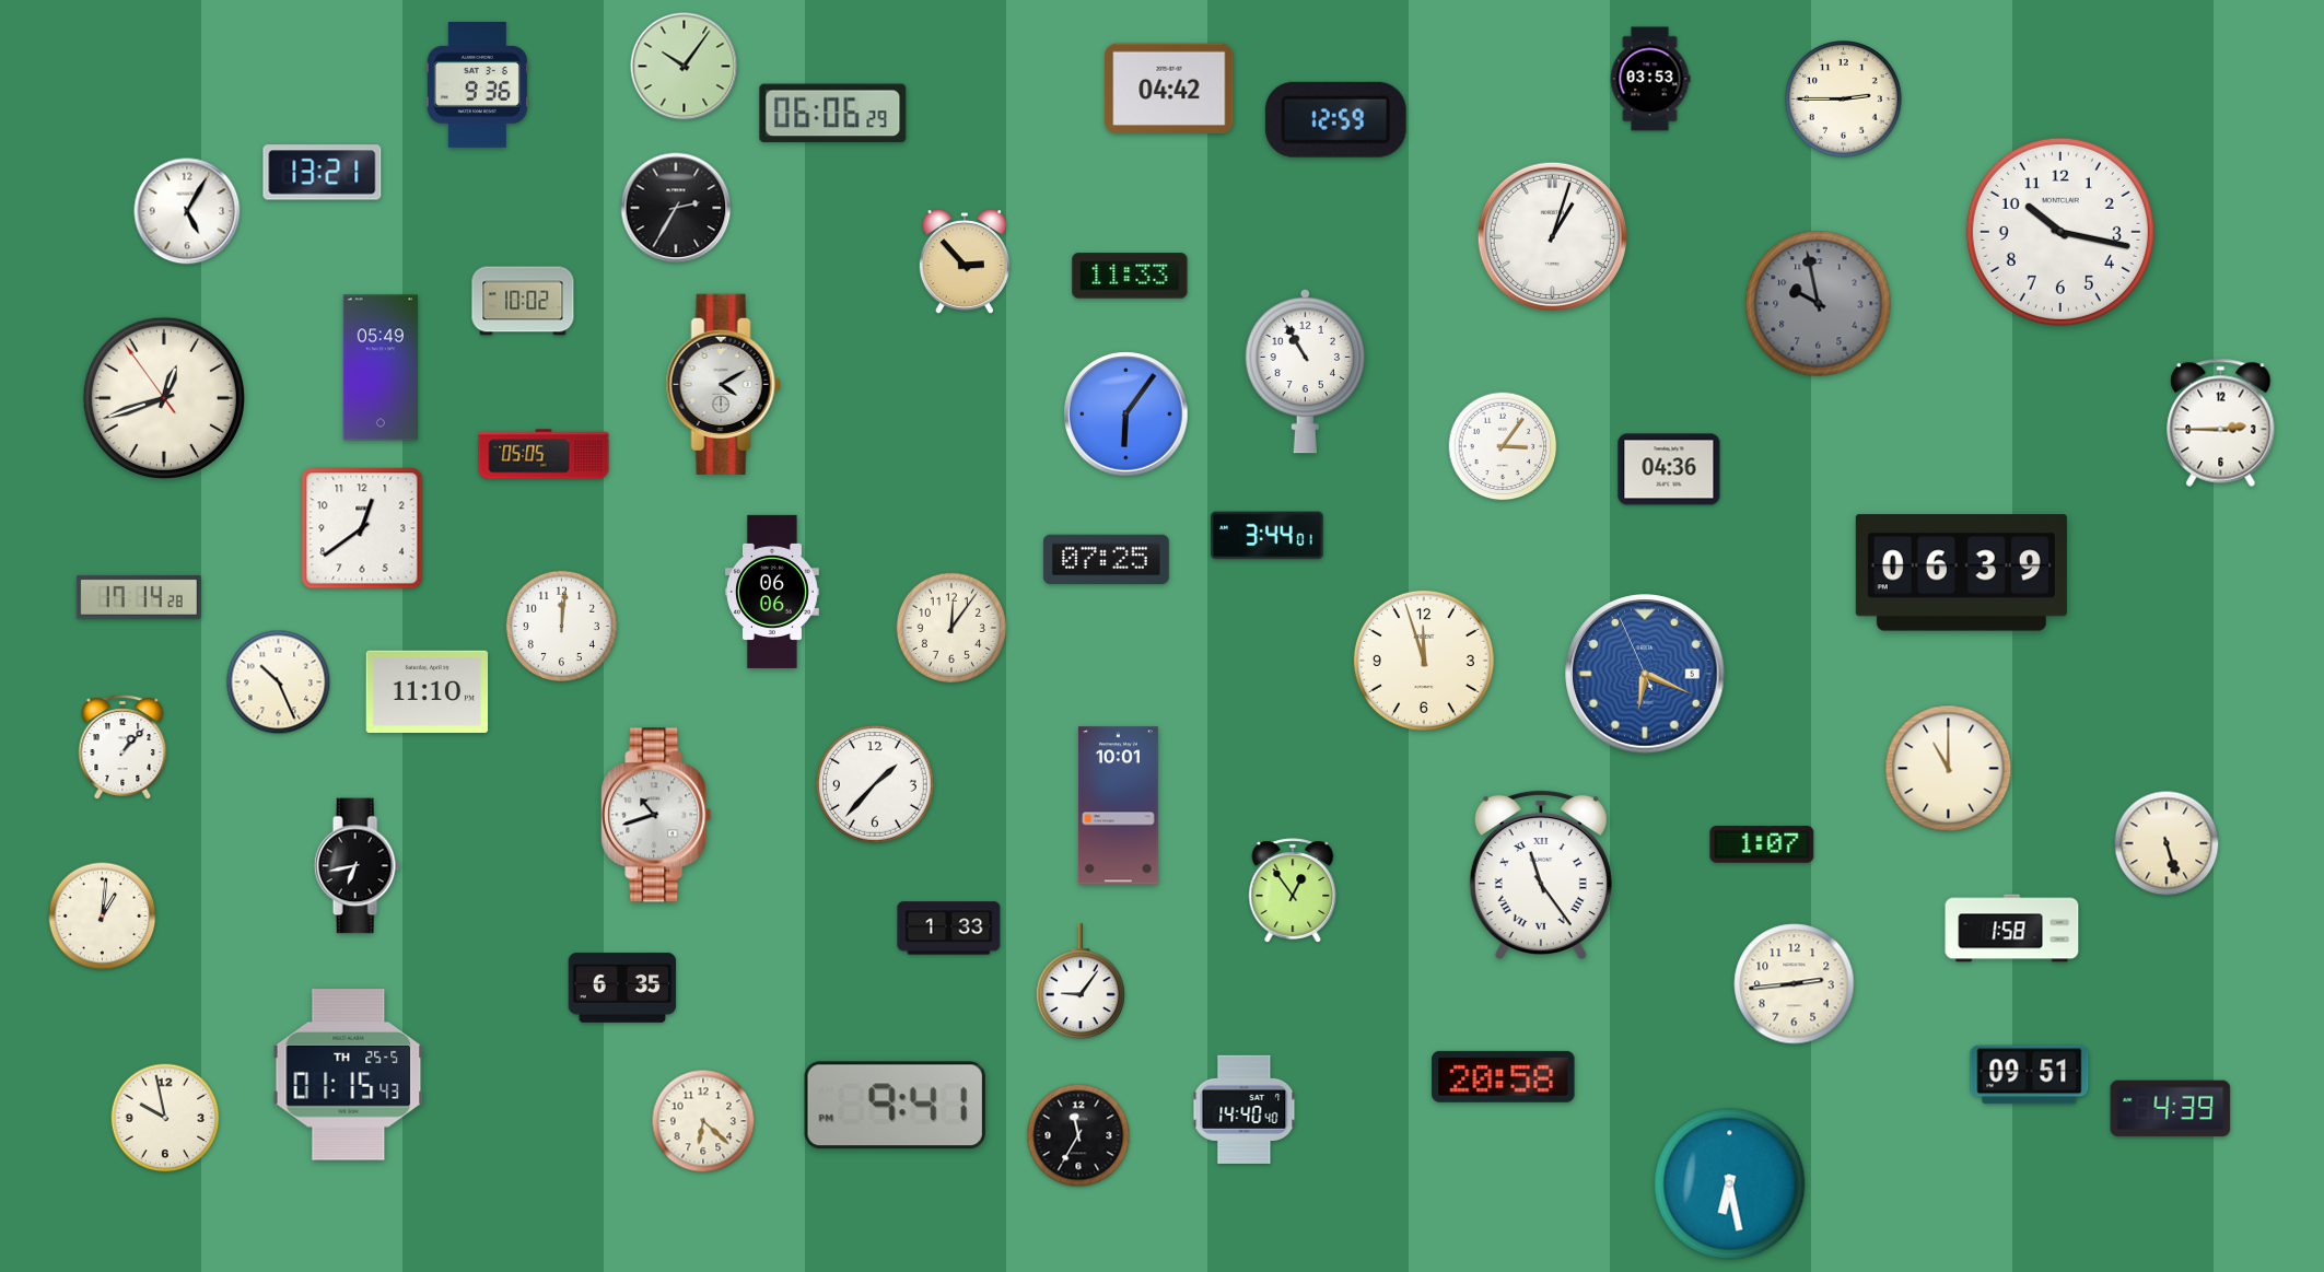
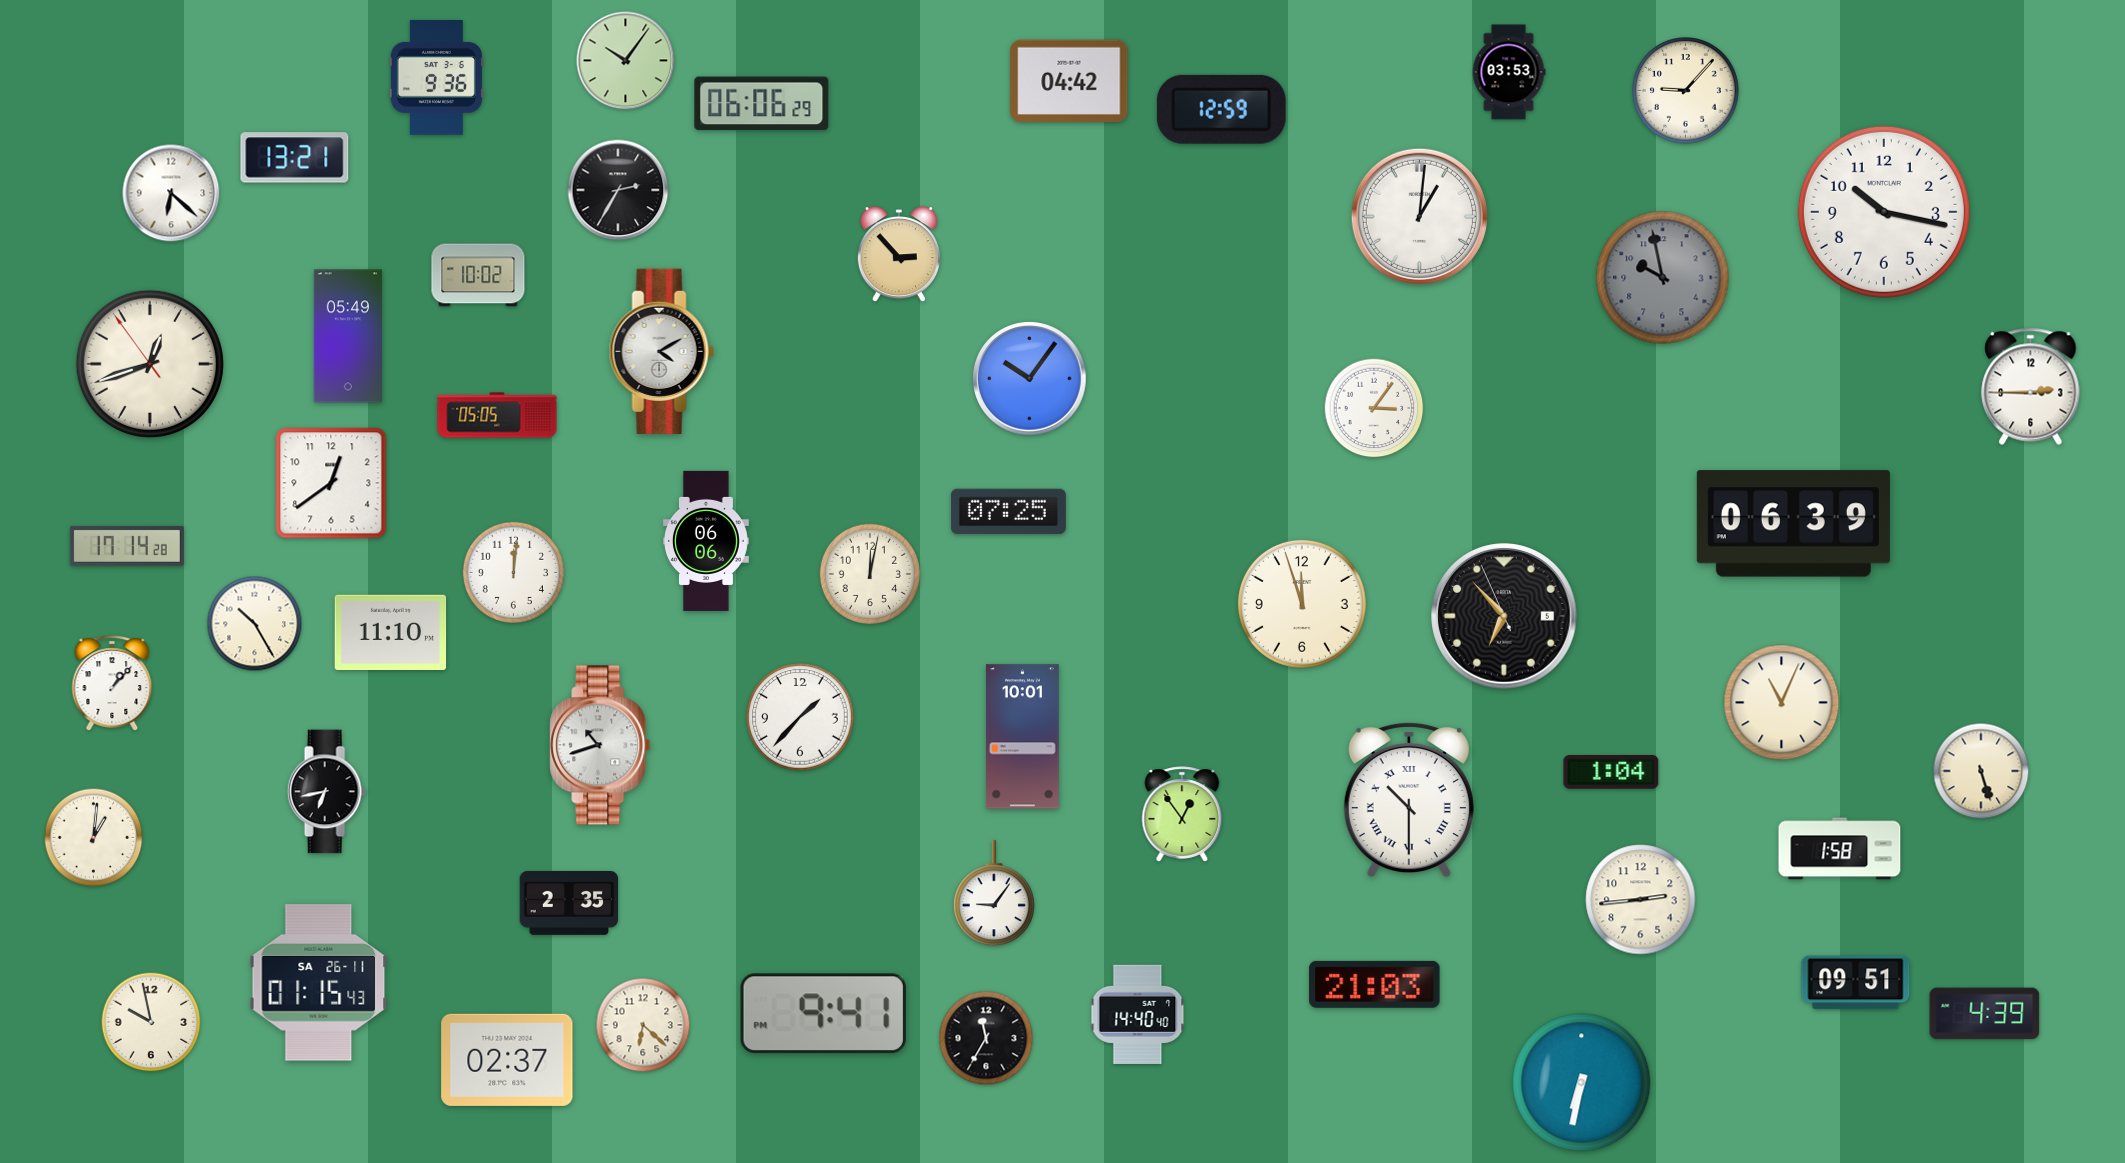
clock at (1844, 100): 2:45 -> 9:07
clock at (187, 211): 5:05 -> 6:22
clock at (1552, 236): 1:03 -> 1:01
clock at (965, 262) position: (965, 262) -> (899, 255)
clock at (1130, 276): 11:33 -> none
clock at (1305, 371): 10:55 -> none
clock at (1126, 415): 6:06 -> 10:06
clock at (1669, 469): 04:36 -> none
clock at (1268, 536): 3:44 -> none
clock at (1106, 560) position: (1106, 560) -> (1008, 512)
clock at (951, 628): 12:06 -> 12:02
clock at (1645, 674): 6:18 -> 6:52
clock at (1645, 674) dial: blue -> black
clock at (279, 682): 10:26 -> 10:25
clock at (1949, 769): 11:00 -> 11:04
clock at (1762, 844): 1:07 -> 1:04
clock at (1541, 875): 11:24 -> 10:30
clock at (949, 929): 1:33 -> none
clock at (1081, 982) position: (1081, 982) -> (994, 894)
clock at (622, 988): 6:35 -> 2:35
clock at (349, 1075) date: TH 25-5 -> SA 26-11
clock at (1504, 1076): 20:58 -> 21:03
clock at (895, 1106) position: (895, 1106) -> (823, 1014)
clock at (507, 1060): none -> 02:37
clock at (1730, 1185): 6:28 -> 6:32
